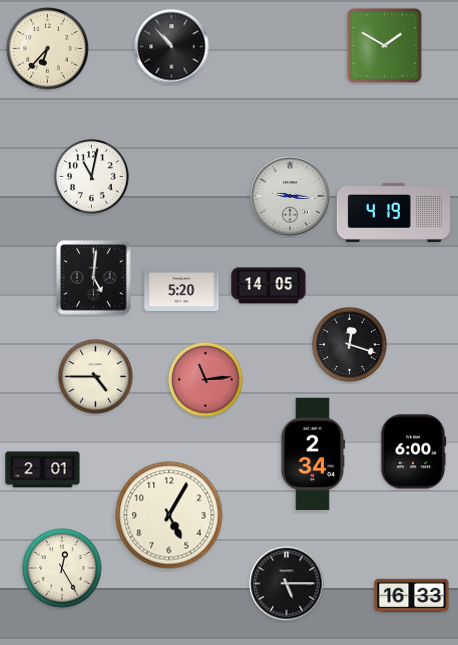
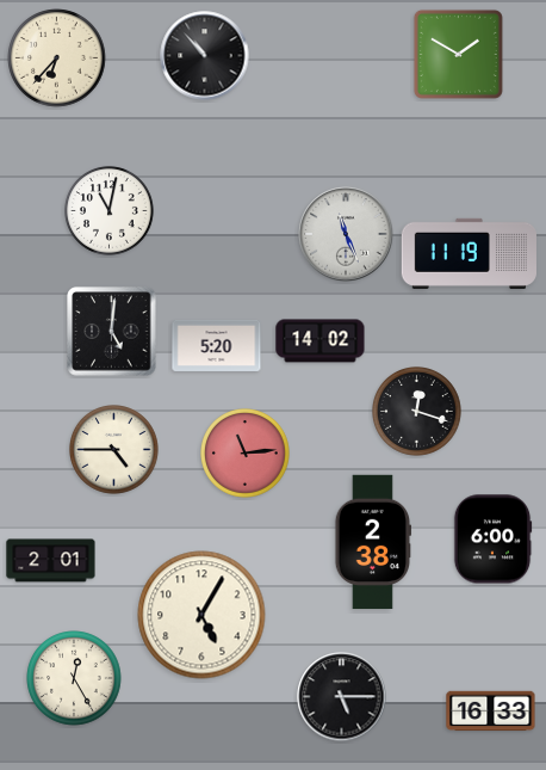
clock at (290, 196): 9:16 -> 11:26
clock at (393, 212): 4:19 -> 11:19
clock at (269, 286): 14:05 -> 14:02
clock at (313, 454): 2:34 -> 2:38
